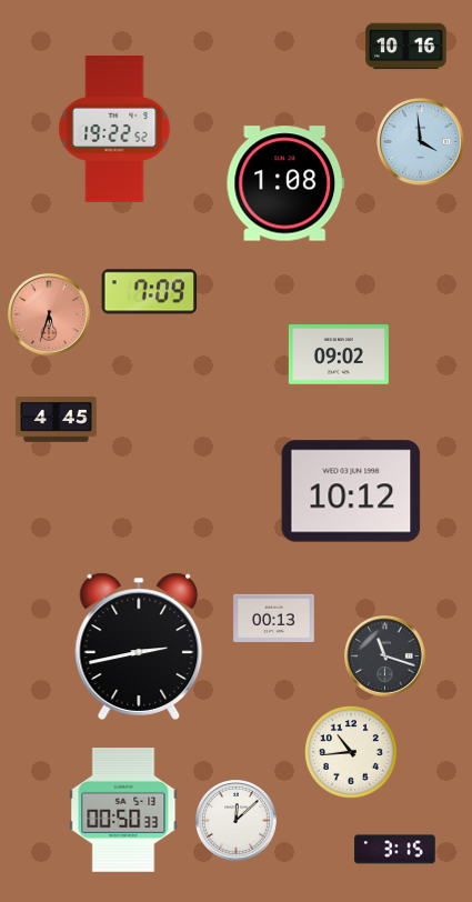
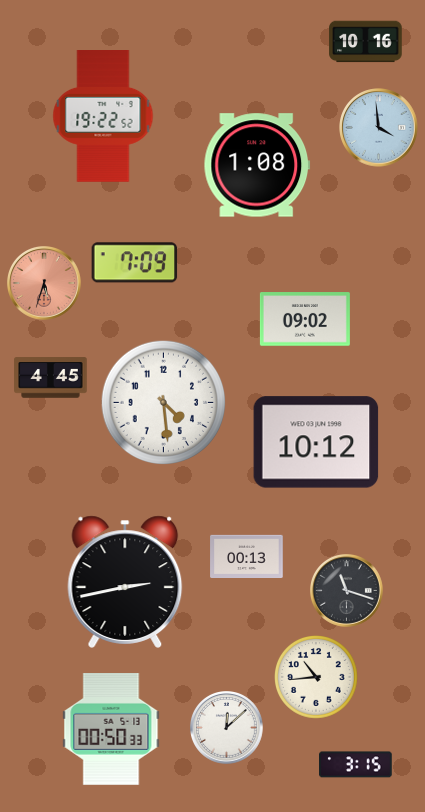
clock at (163, 402): none -> 4:29
clock at (237, 821) position: (237, 821) -> (227, 728)
